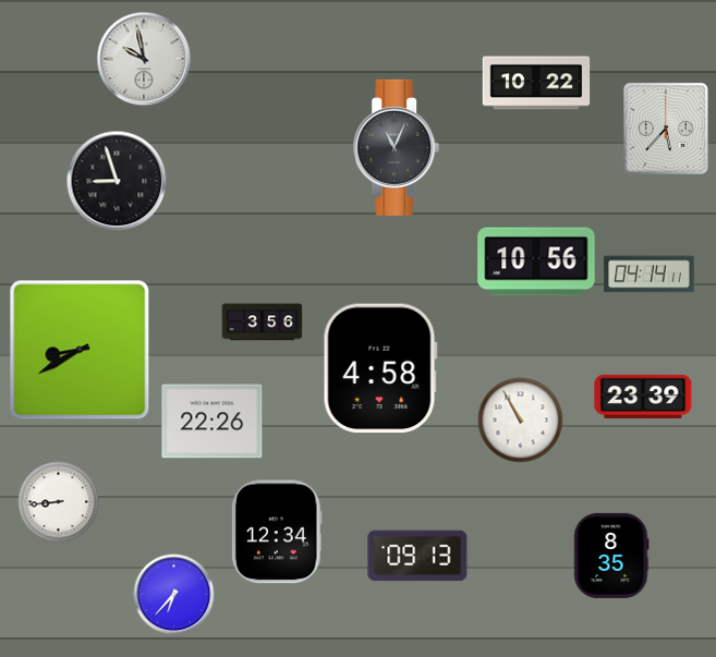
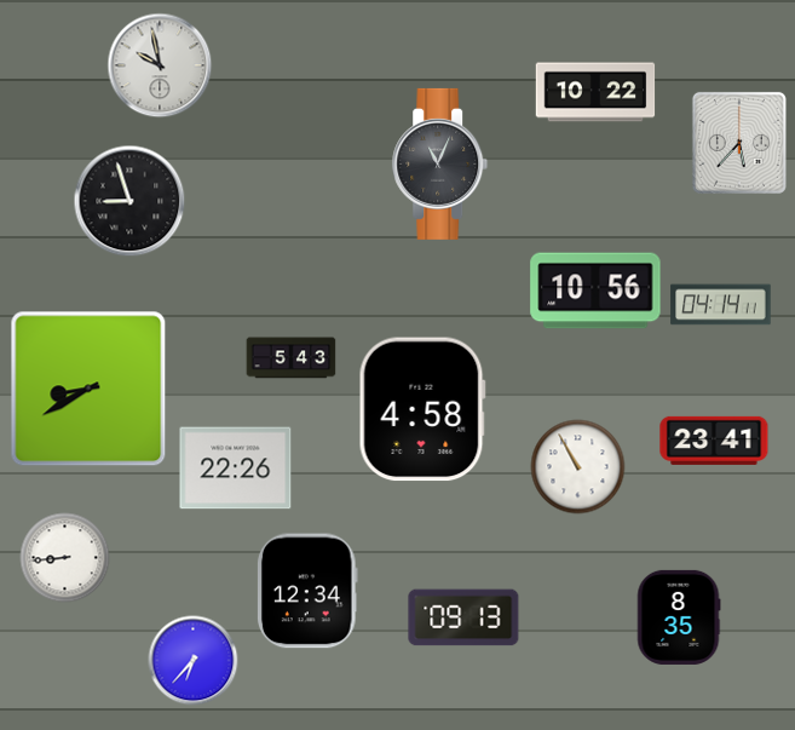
clock at (263, 323): 3:56 -> 5:43
clock at (643, 397): 23:39 -> 23:41
